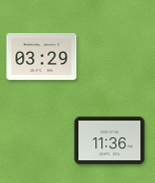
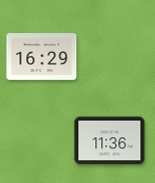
clock at (42, 57): 03:29 -> 16:29
